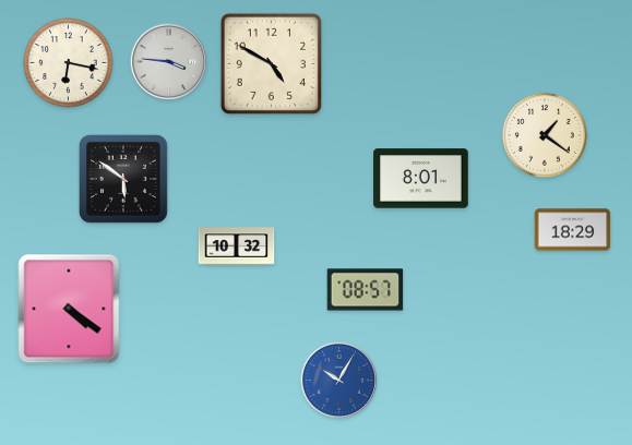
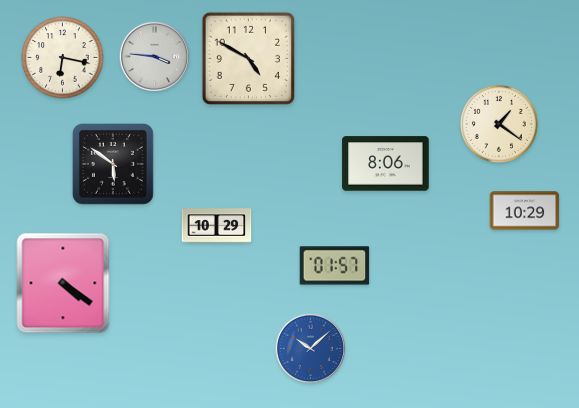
clock at (421, 179): 8:01 -> 8:06
clock at (573, 230): 18:29 -> 10:29
clock at (237, 246): 10:32 -> 10:29
clock at (366, 290): 08:57 -> 01:57
clock at (339, 381): 10:05 -> 10:08
